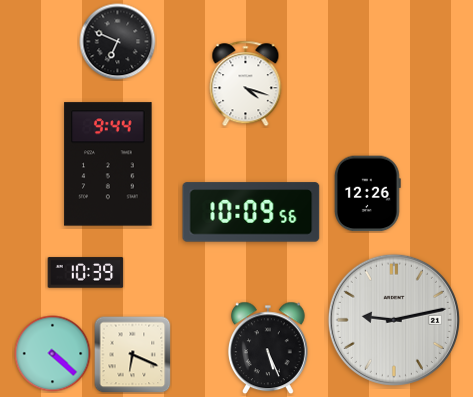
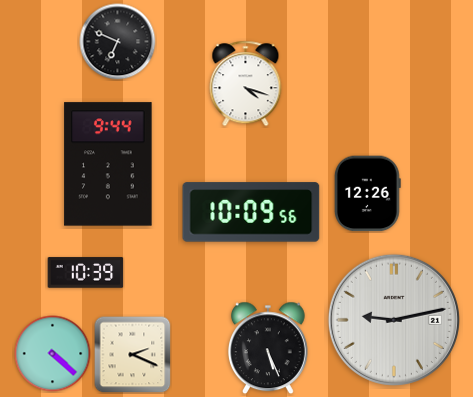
clock at (133, 355): 6:19 -> 2:19
